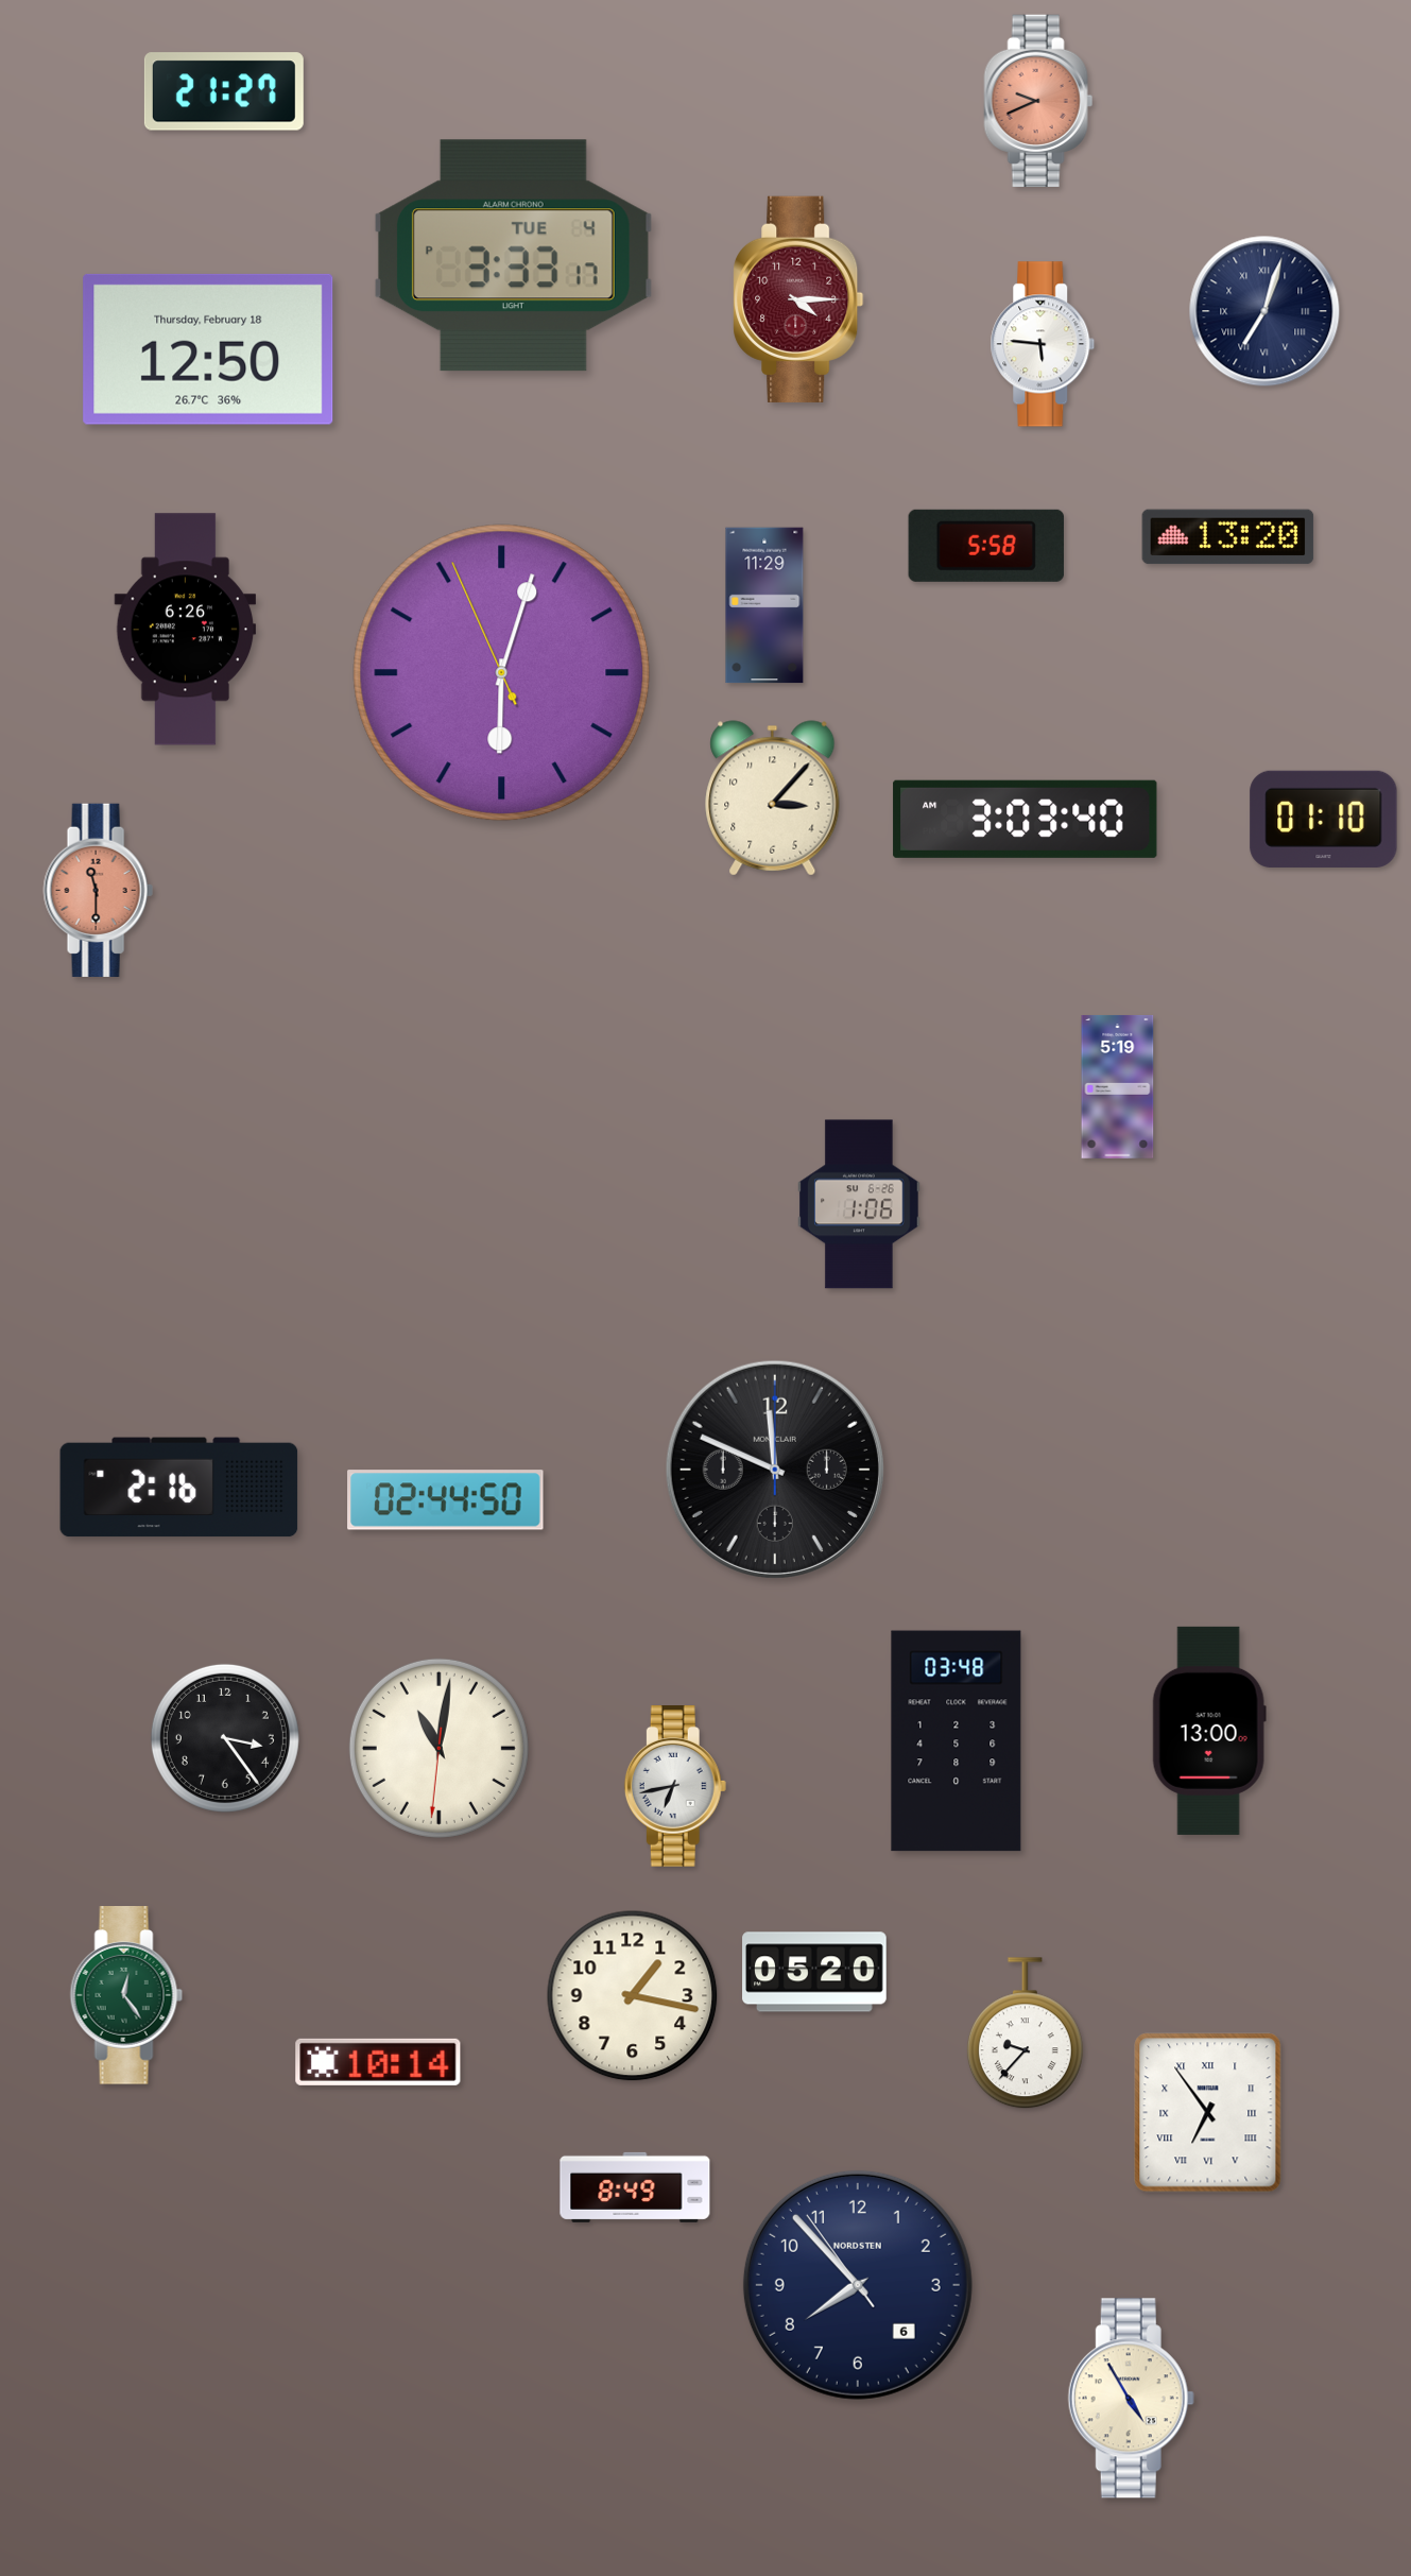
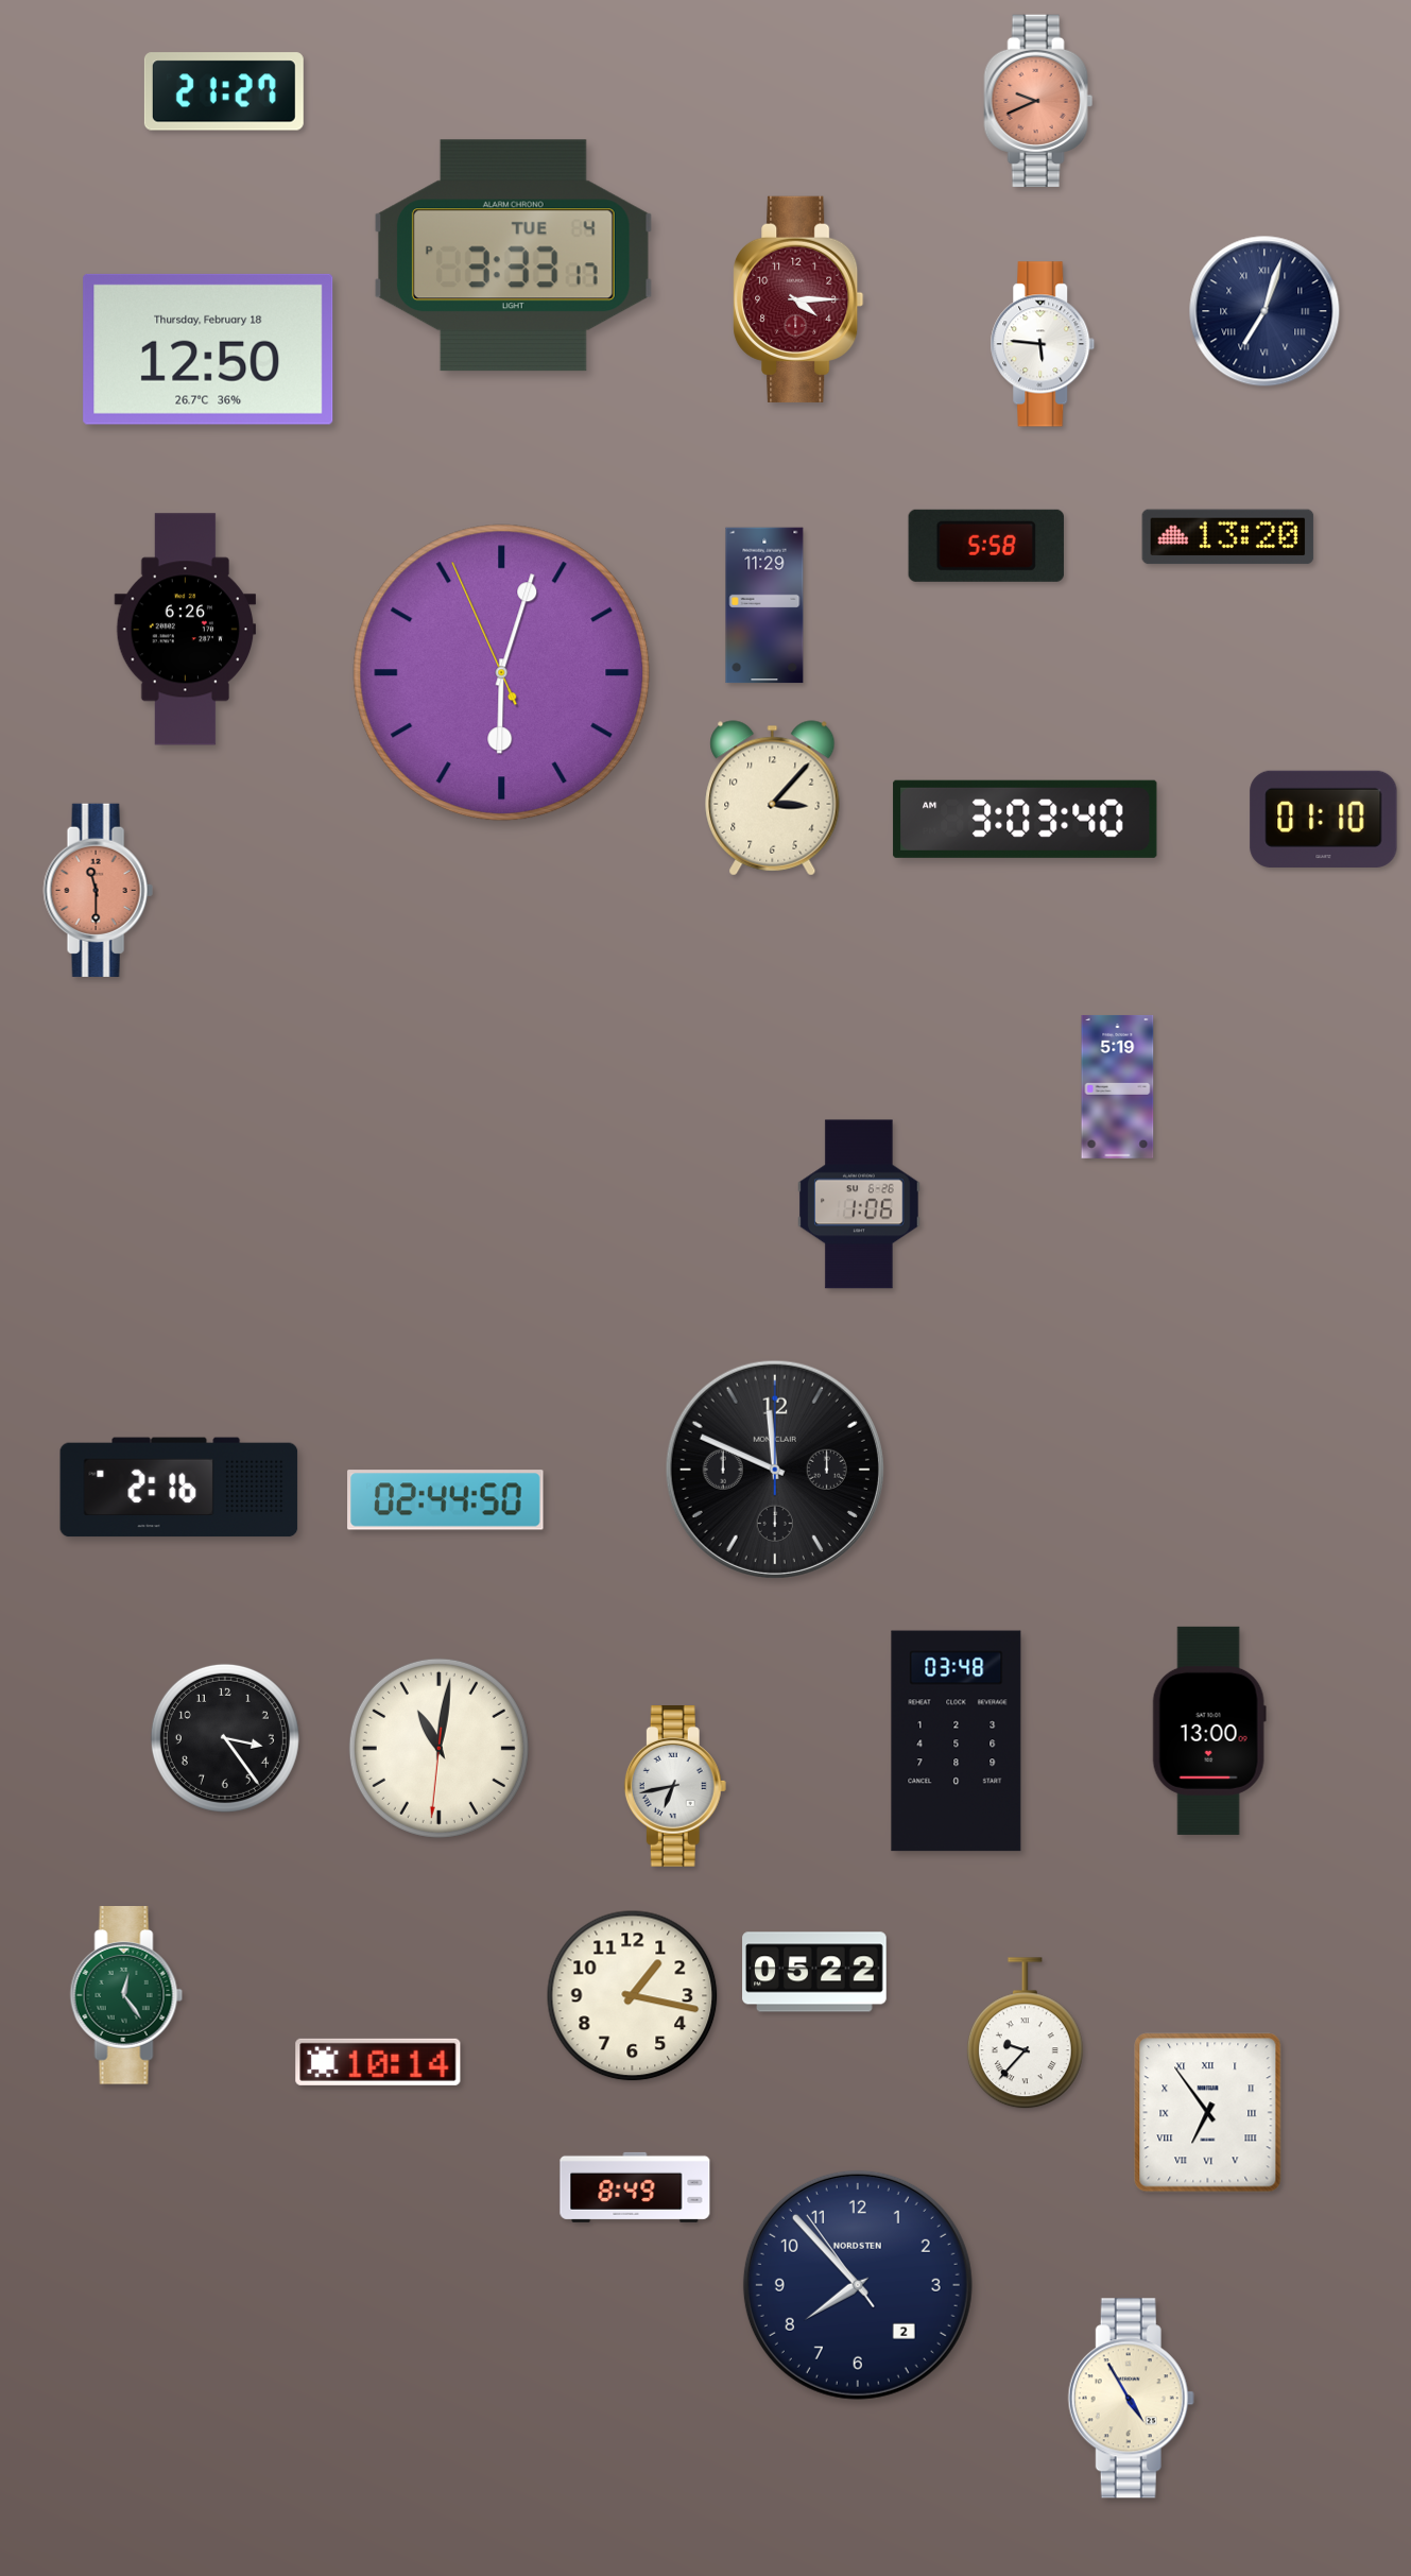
clock at (814, 1972): 05:20 -> 05:22
clock at (858, 2285) date: 6 -> 2
